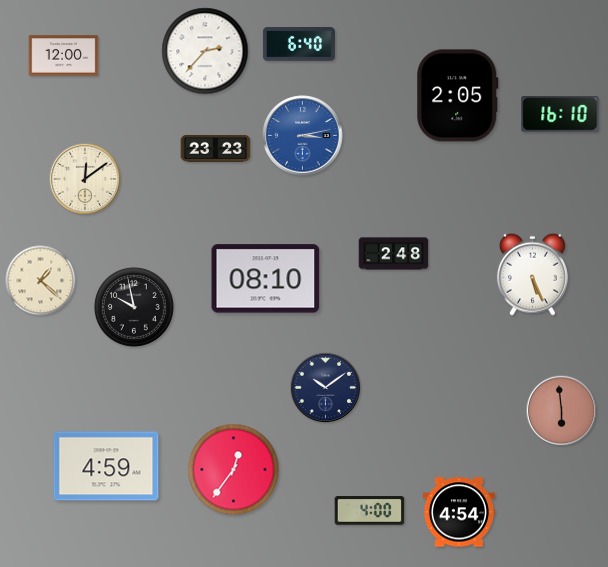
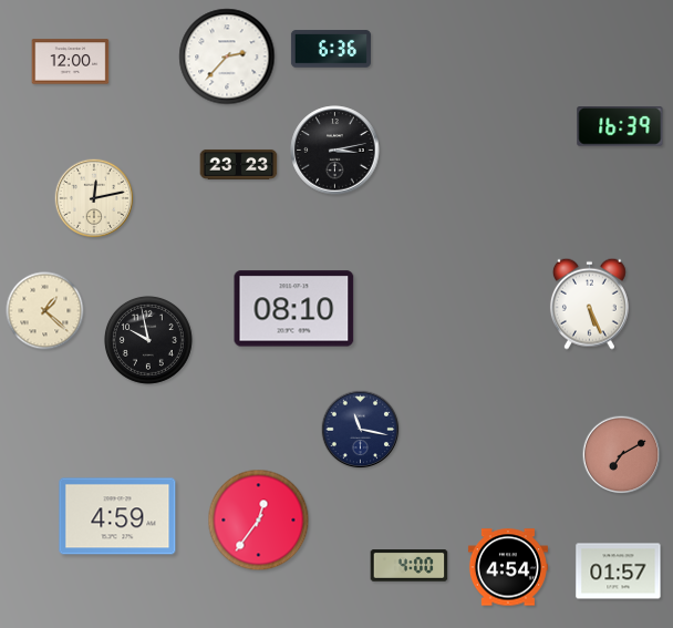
clock at (299, 44): 6:40 -> 6:36
clock at (458, 96): 2:05 -> none
clock at (560, 115): 16:10 -> 16:39
clock at (303, 136) dial: blue -> black
clock at (85, 179): 12:09 -> 12:13
clock at (394, 254): 2:48 -> none
clock at (326, 388): 10:09 -> 11:17
clock at (562, 411): 5:59 -> 7:10
clock at (619, 572): none -> 01:57
